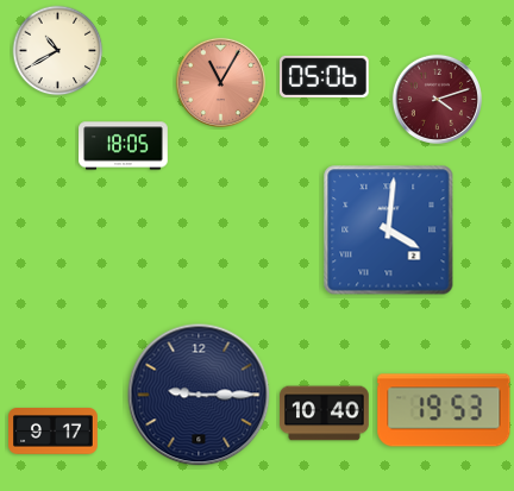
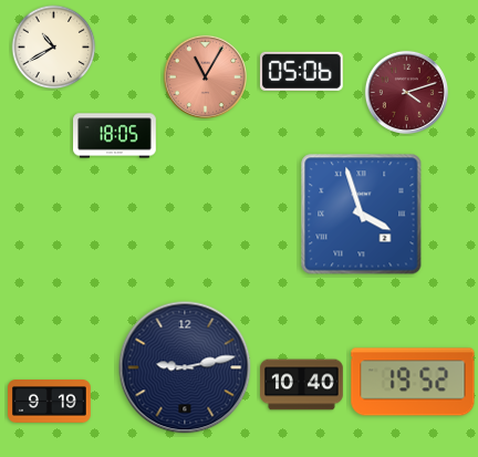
clock at (389, 231): 4:01 -> 3:57
clock at (199, 395): 9:15 -> 9:13
clock at (444, 410): 19:53 -> 19:52
clock at (54, 432): 9:17 -> 9:19
